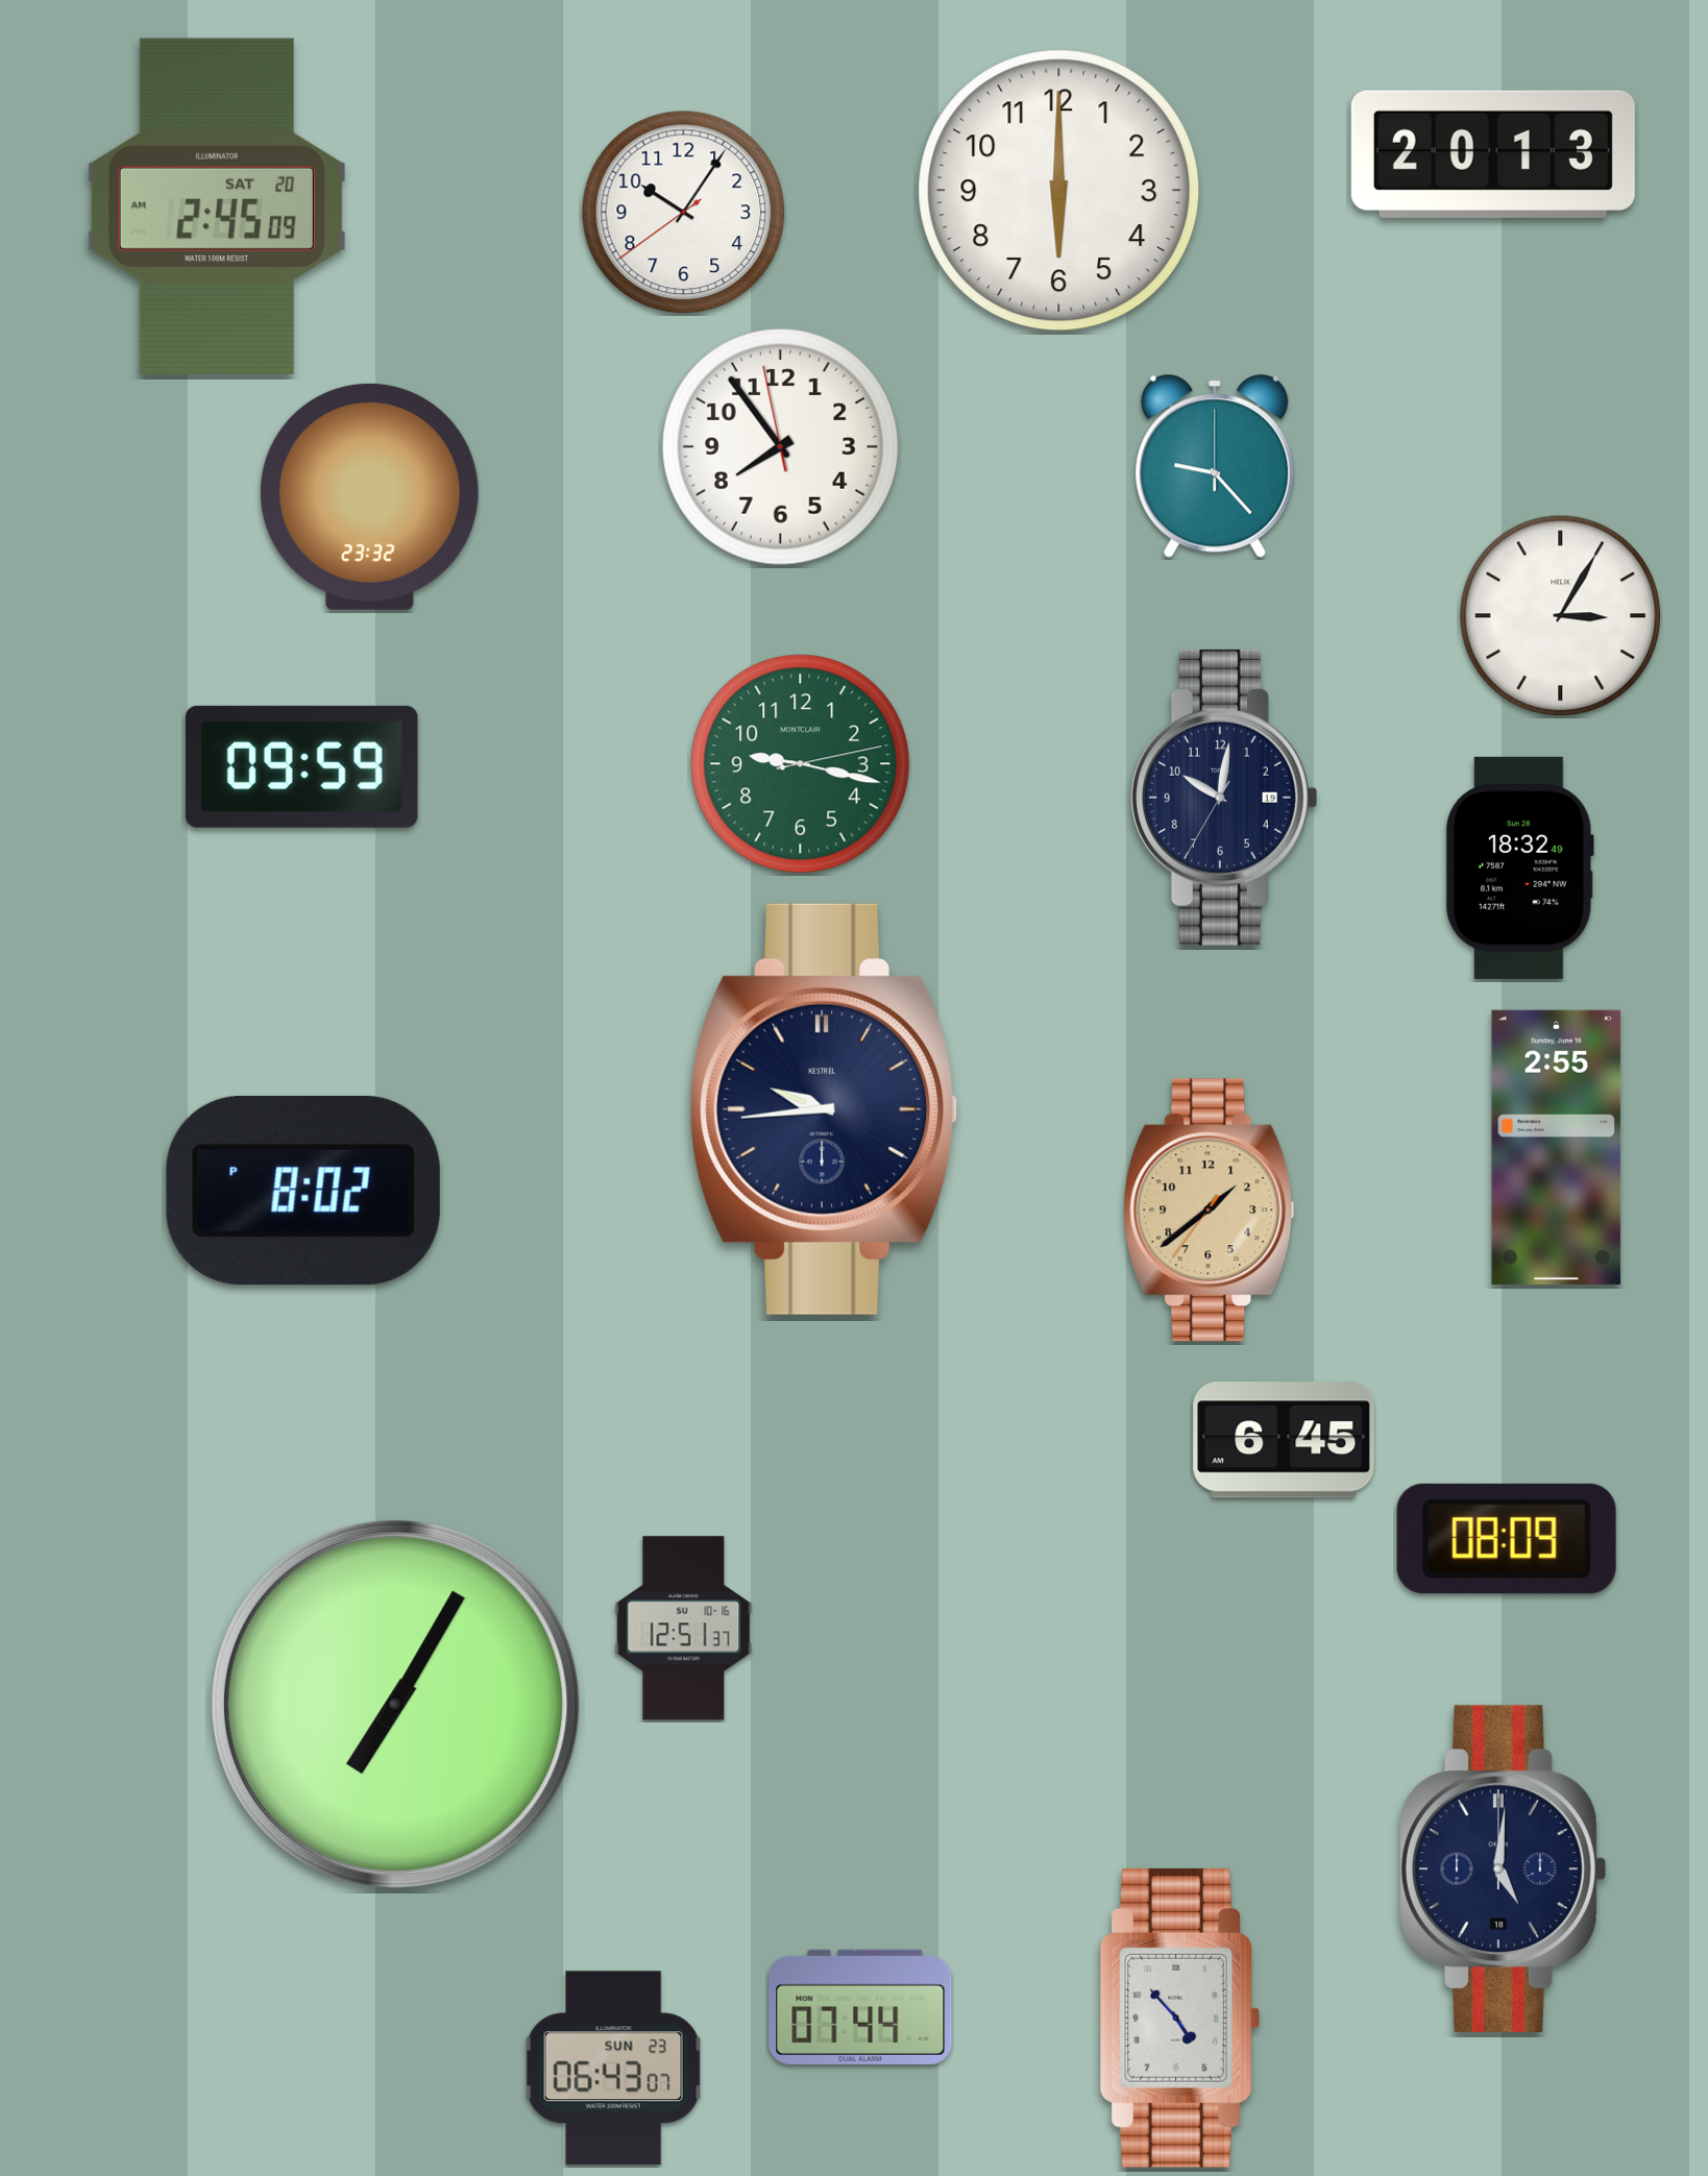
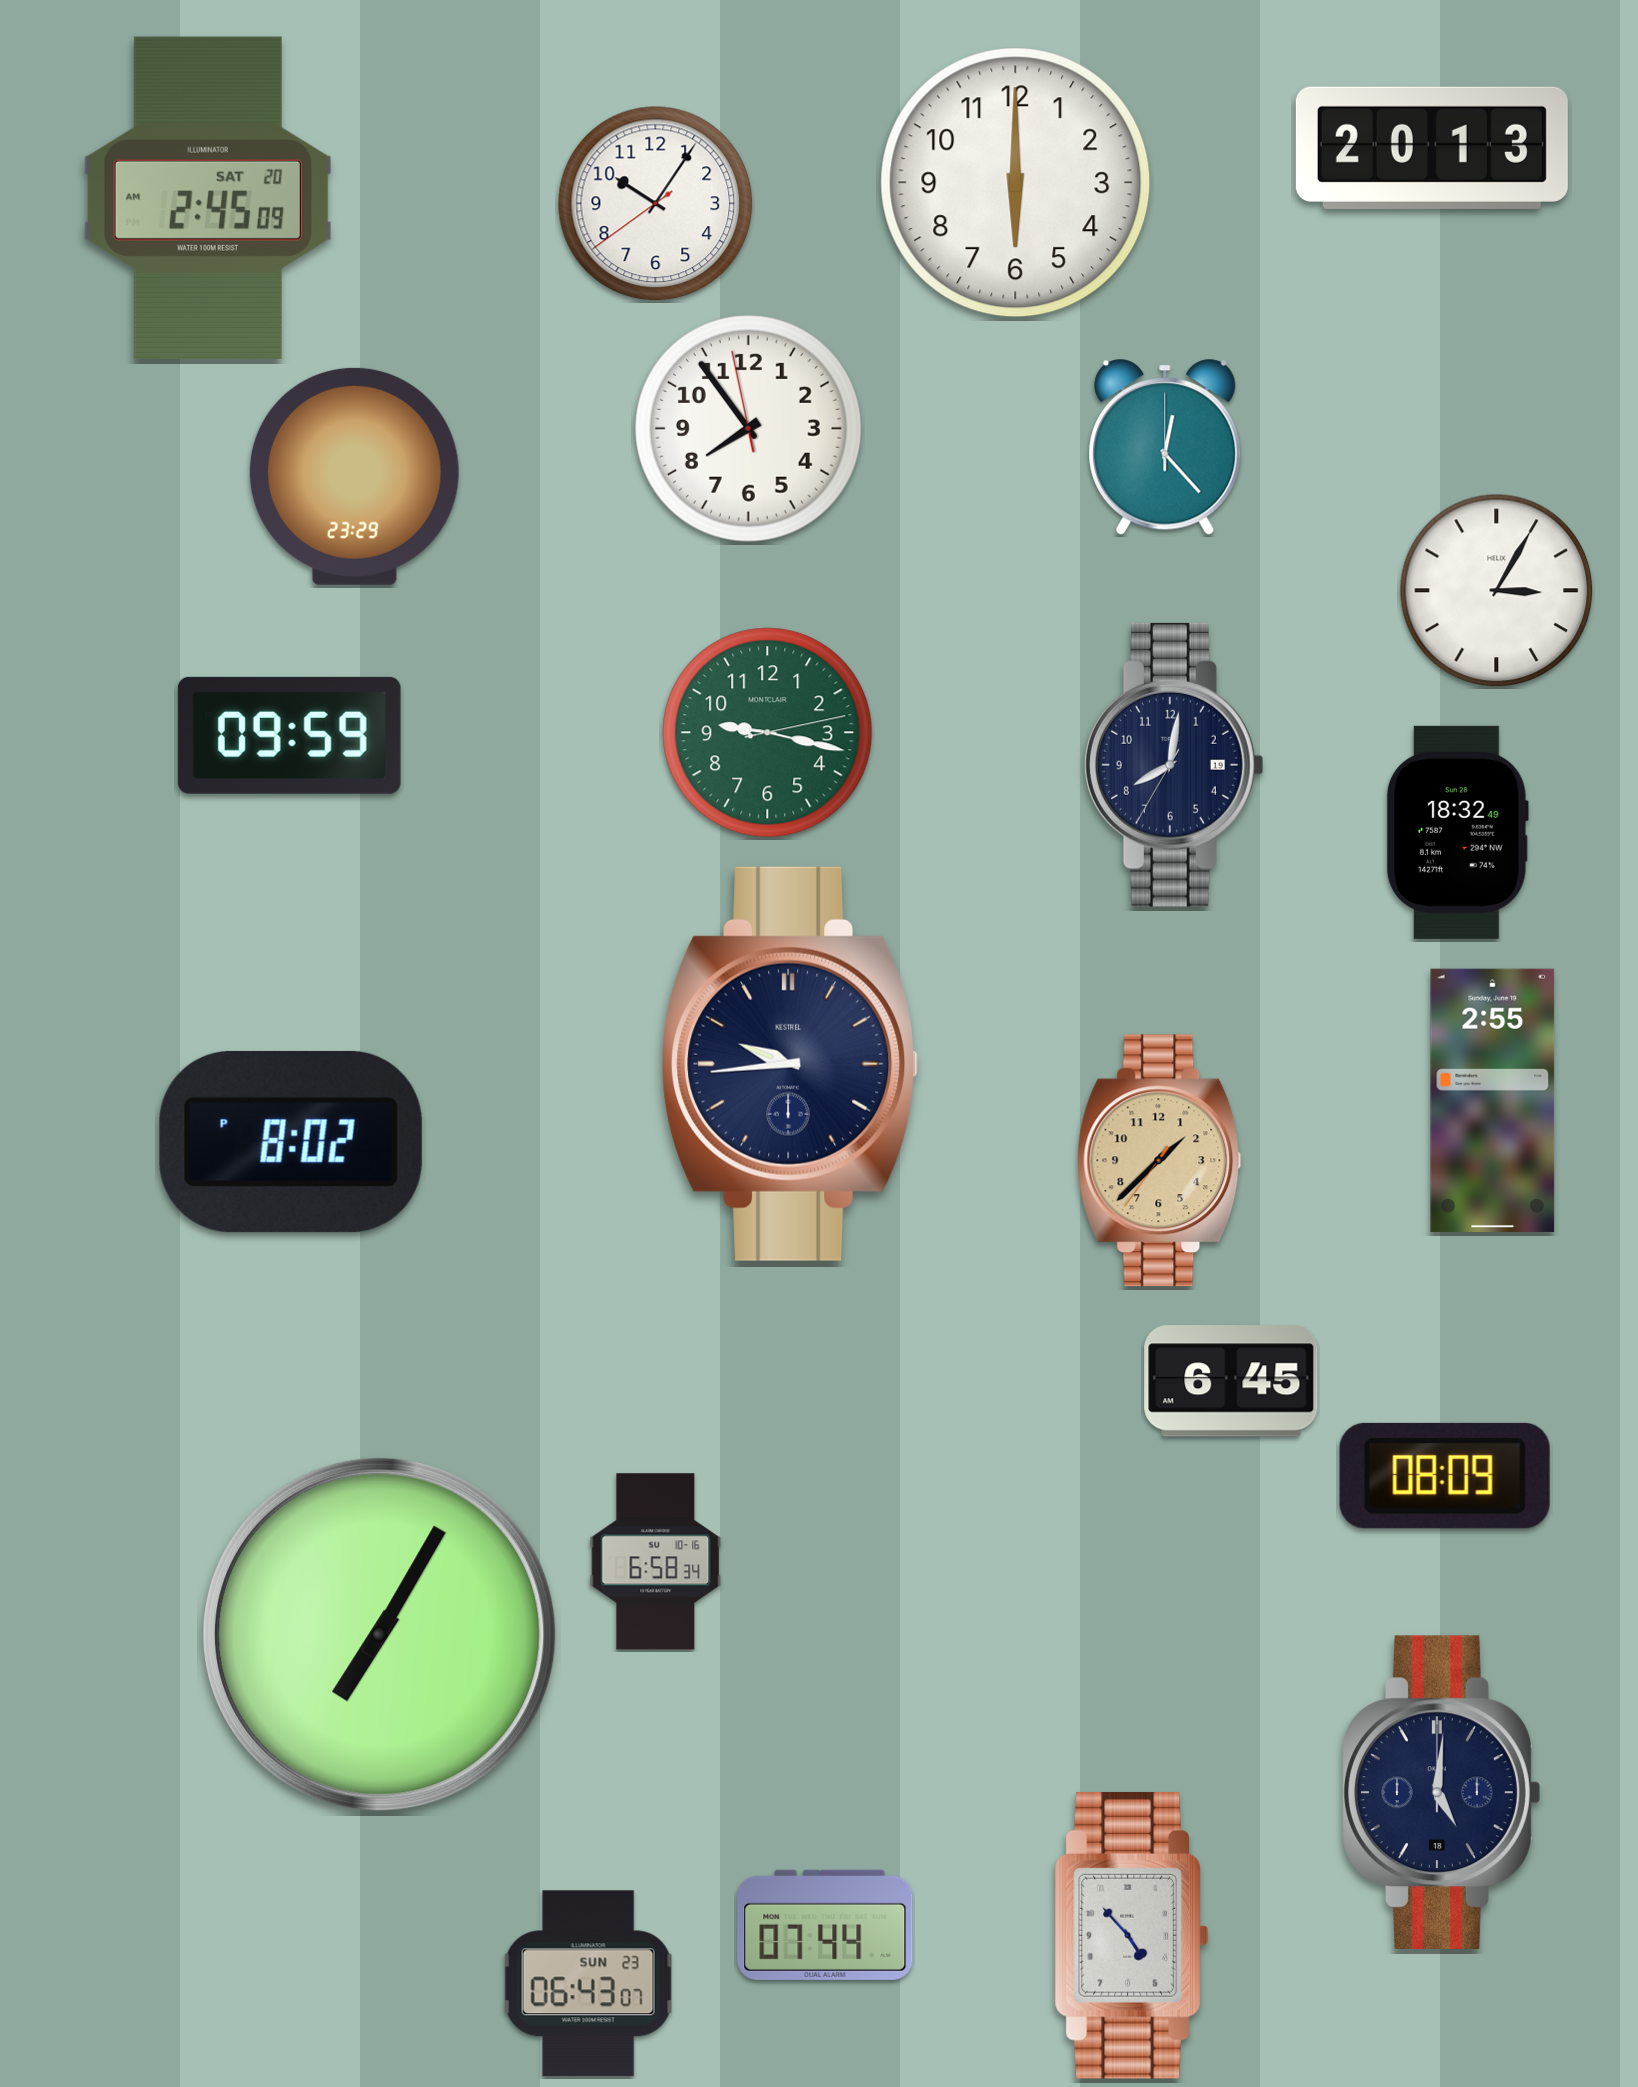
clock at (1215, 466): 9:23 -> 12:23
clock at (369, 496): 23:32 -> 23:29
clock at (1224, 798): 10:01 -> 8:01
clock at (1210, 1211): 1:38 -> 1:37
clock at (684, 1629): 12:51 -> 6:58
